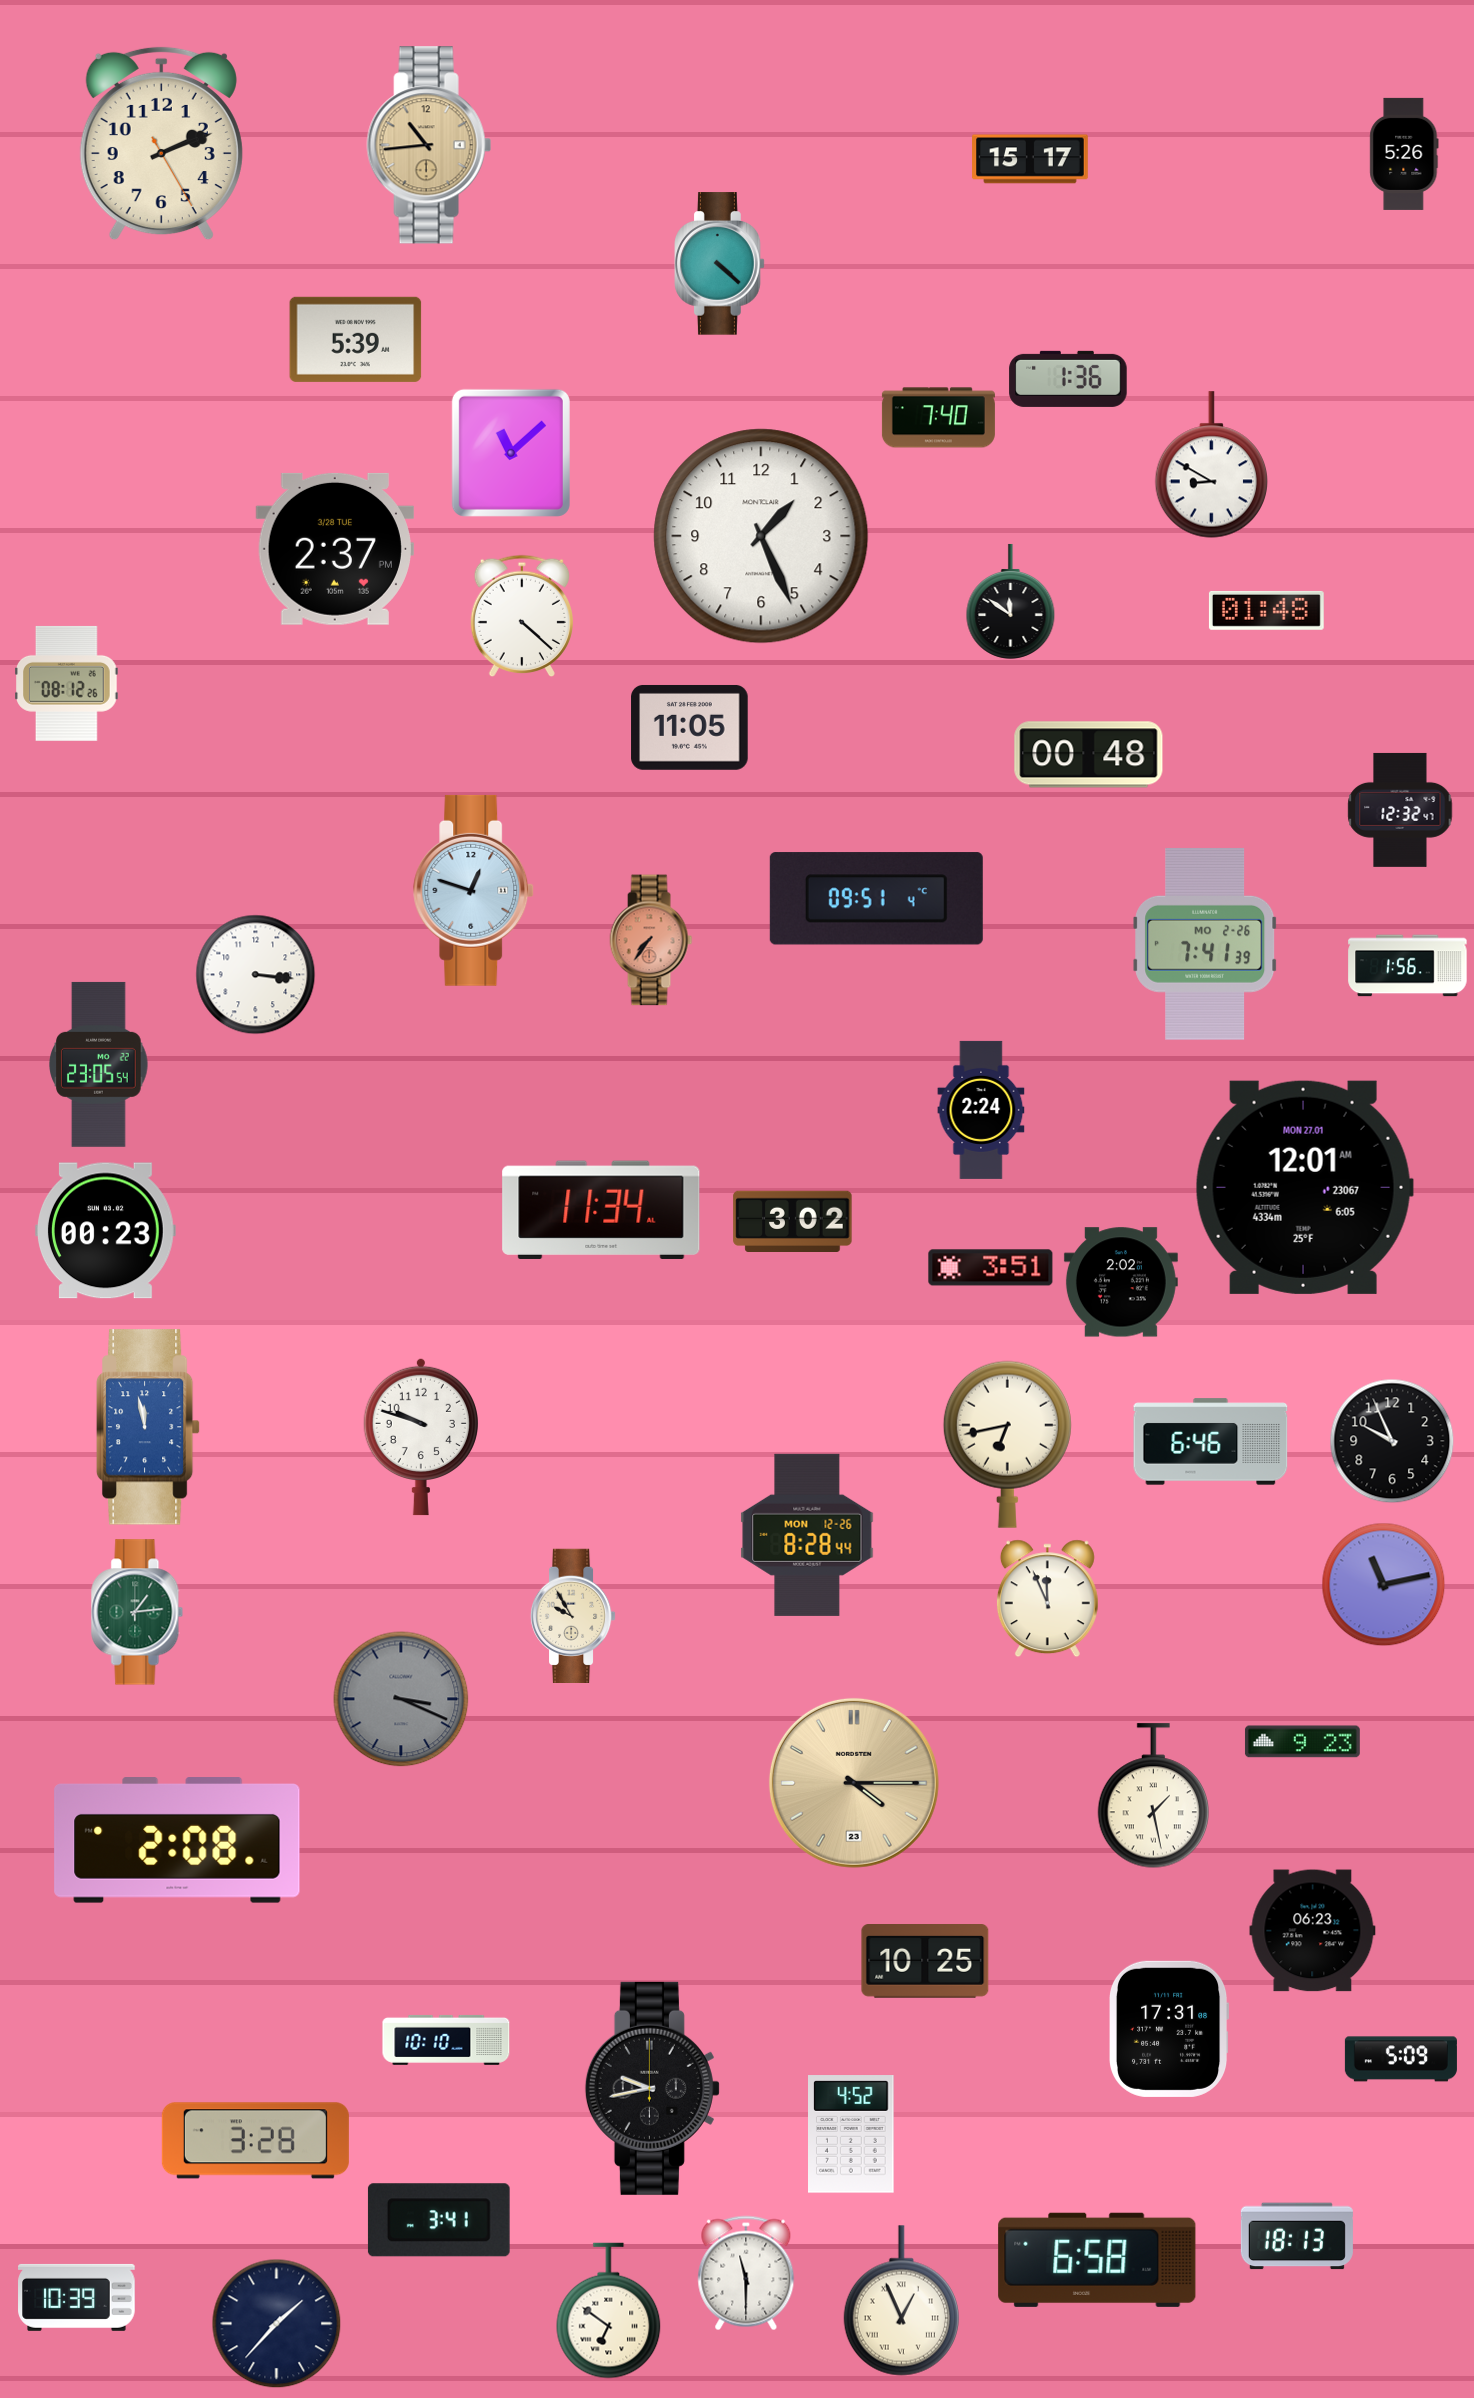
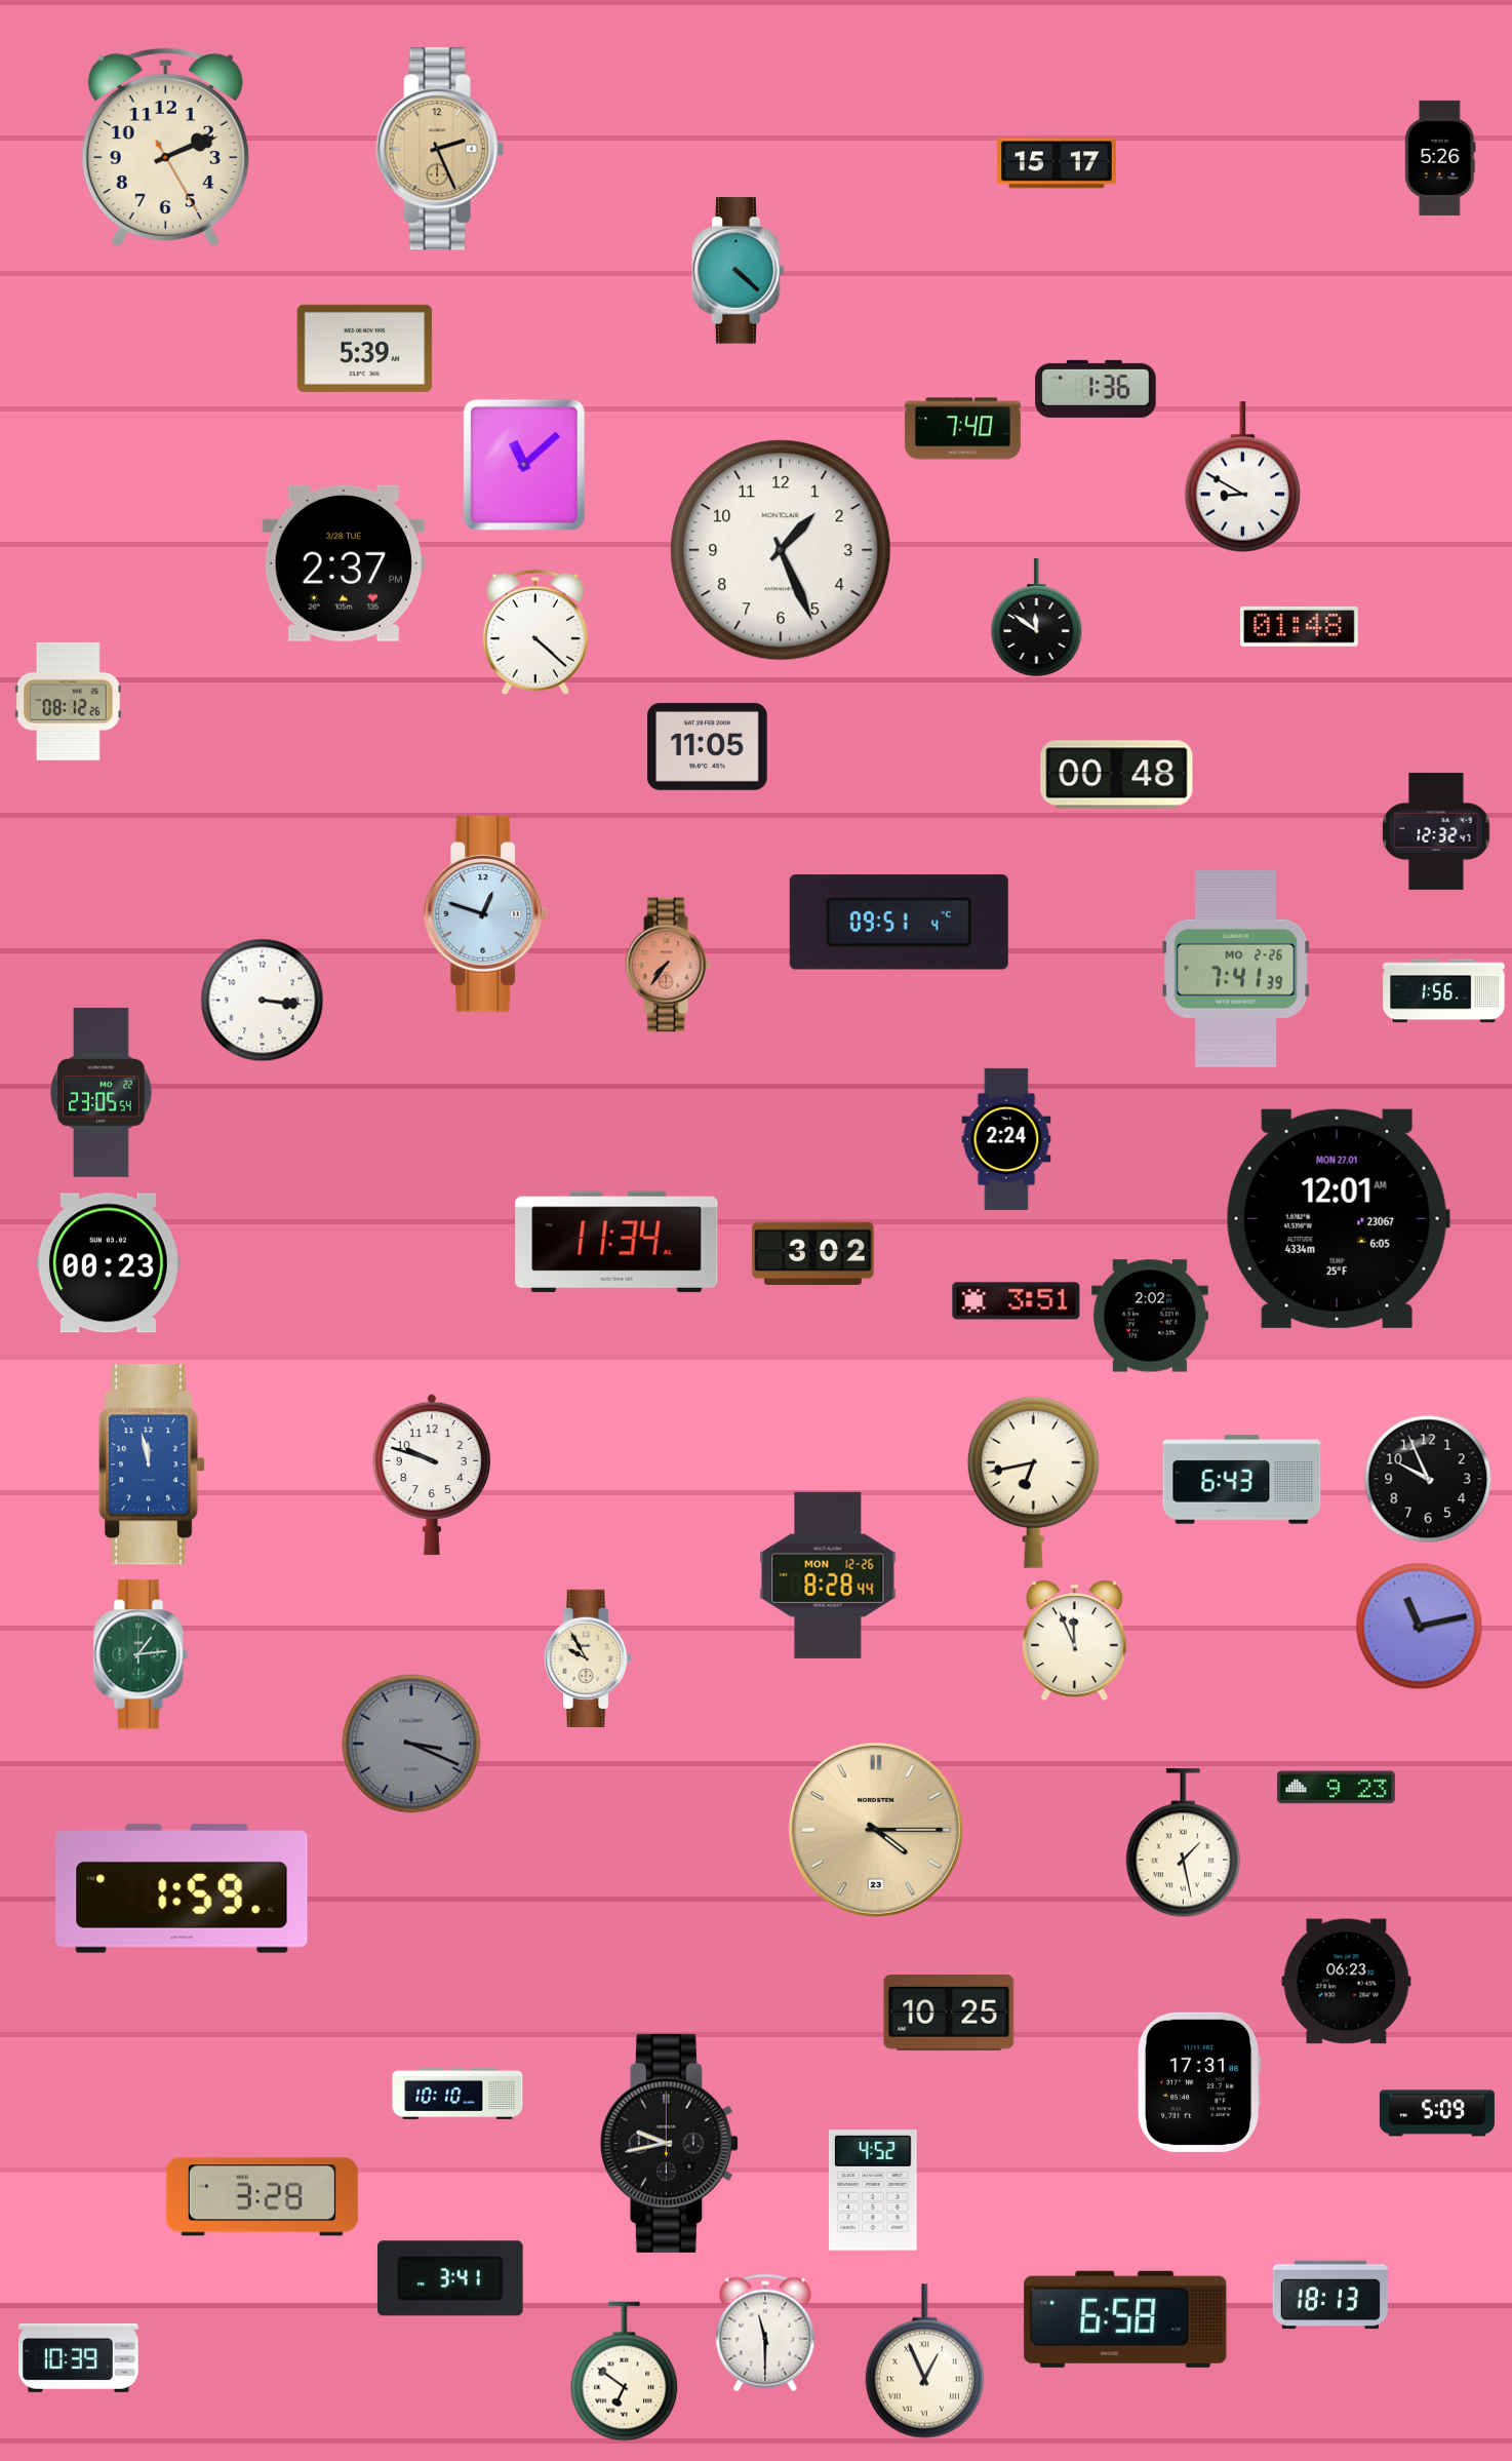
clock at (429, 145): 10:44 -> 2:26
clock at (1211, 1442): 6:46 -> 6:43
clock at (177, 1840): 2:08 -> 1:59
clock at (277, 2324): 1:37 -> none
